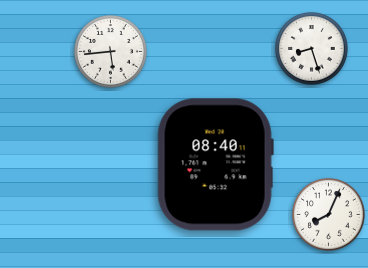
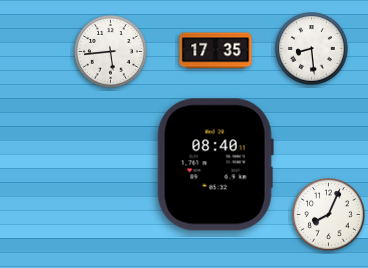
clock at (312, 49): 8:27 -> 8:29
clock at (216, 51): none -> 17:35
